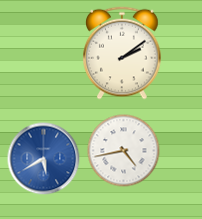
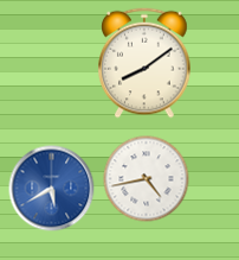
clock at (122, 53): 2:09 -> 8:09
